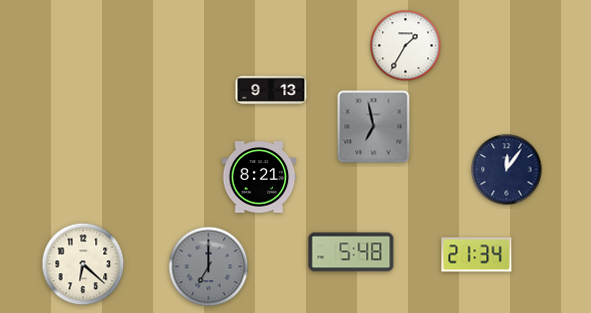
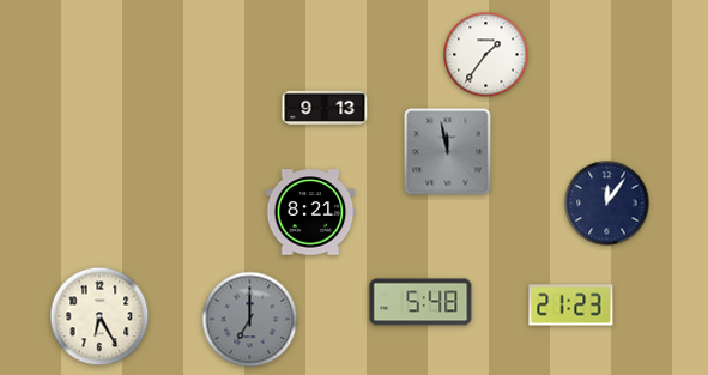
clock at (406, 46): 1:35 -> 1:36
clock at (374, 127): 6:58 -> 11:58
clock at (477, 255): 21:34 -> 21:23
clock at (83, 264): 6:22 -> 6:25
